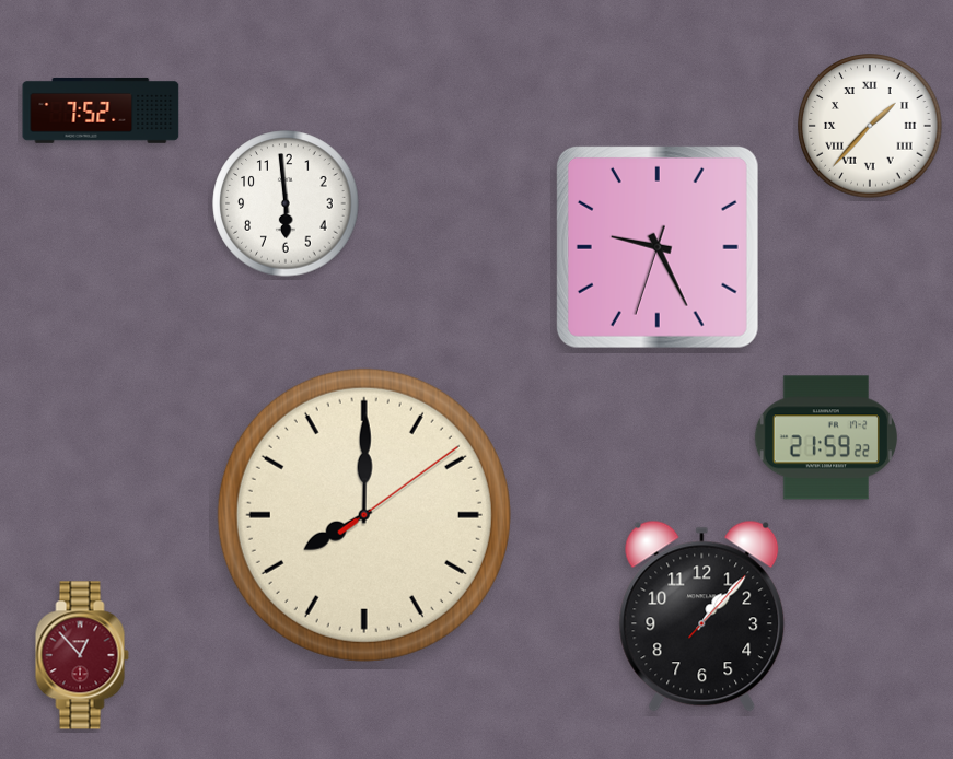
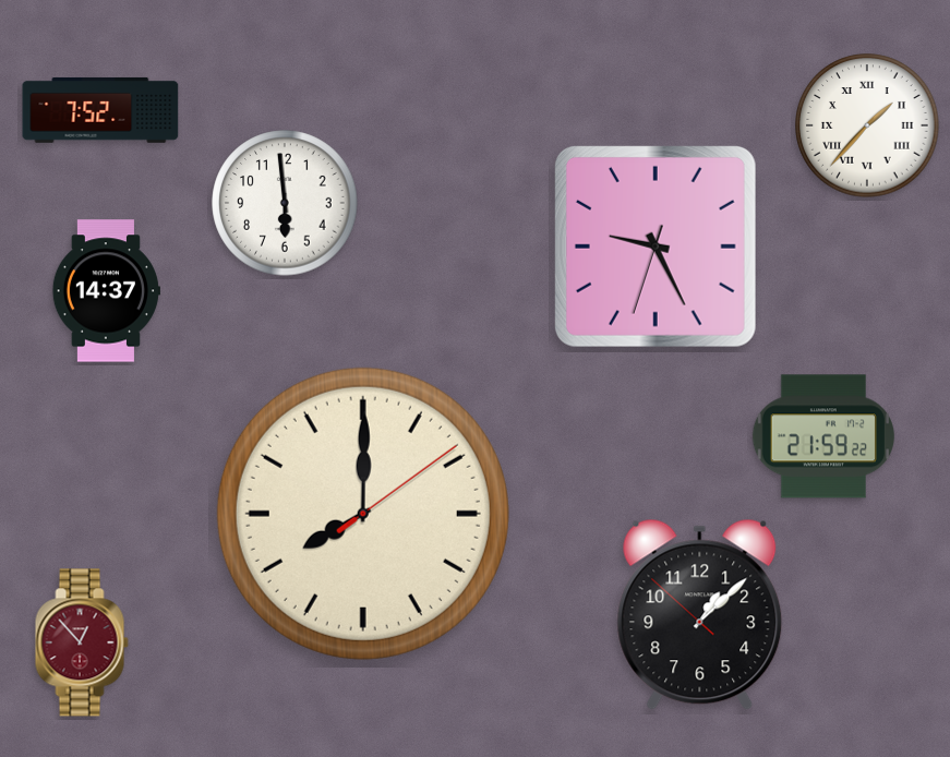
clock at (106, 291): none -> 14:37
clock at (702, 616): 1:07:07 -> 1:07:52
clock at (82, 655) position: (82, 655) -> (82, 642)
